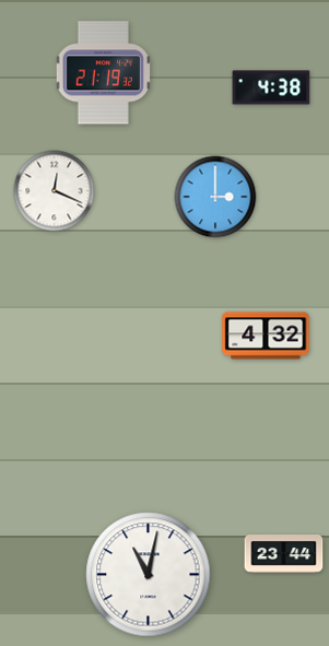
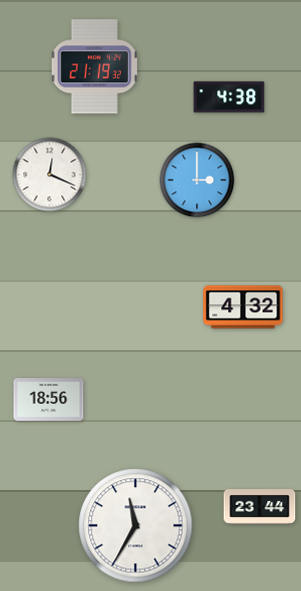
clock at (271, 87) position: (271, 87) -> (229, 97)
clock at (49, 400): none -> 18:56
clock at (149, 575): 11:02 -> 11:35
